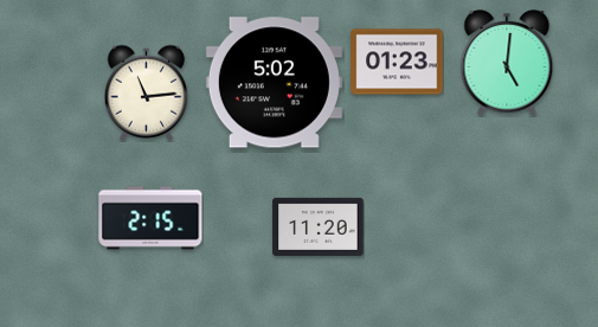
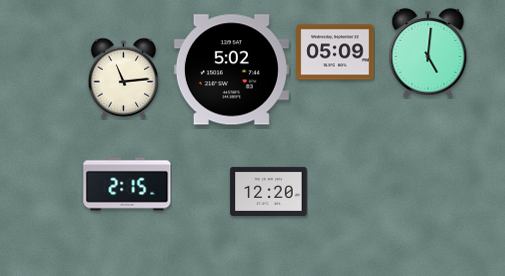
clock at (397, 62): 01:23 -> 05:09
clock at (319, 226): 11:20 -> 12:20
